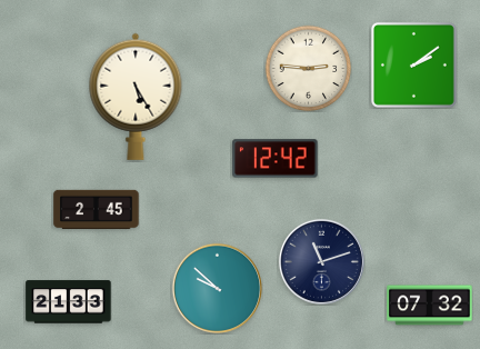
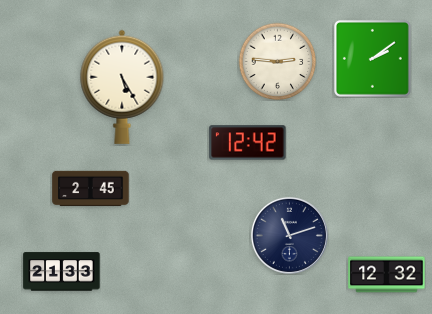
clock at (97, 210) position: (97, 210) -> (91, 189)
clock at (217, 288): 9:52 -> none
clock at (430, 306): 07:32 -> 12:32
